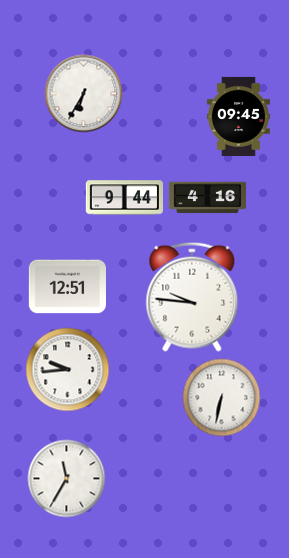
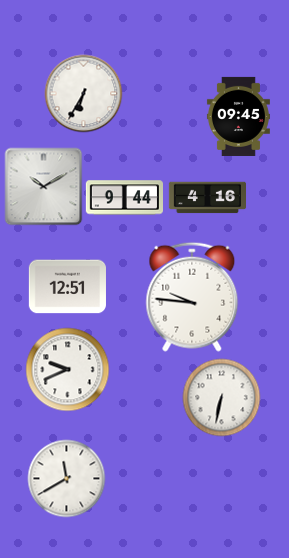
clock at (43, 186): none -> 10:10
clock at (67, 369): 9:44 -> 9:41
clock at (66, 478): 11:35 -> 11:40
